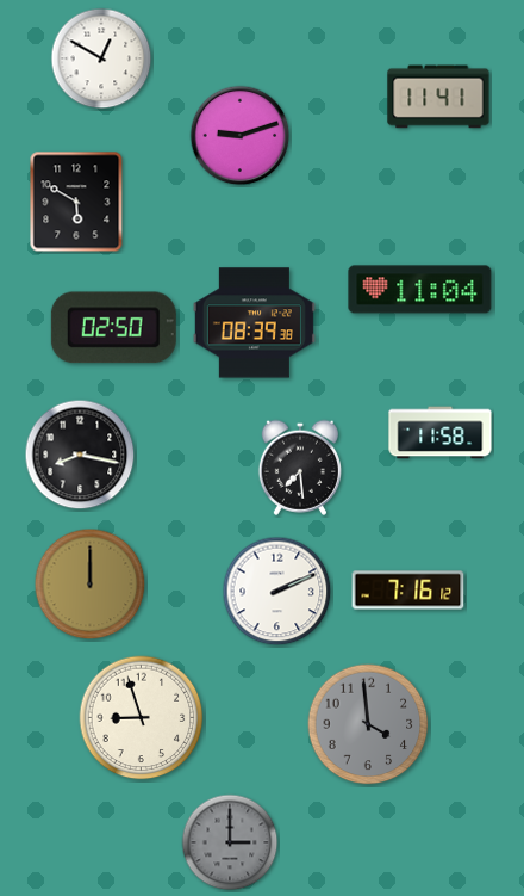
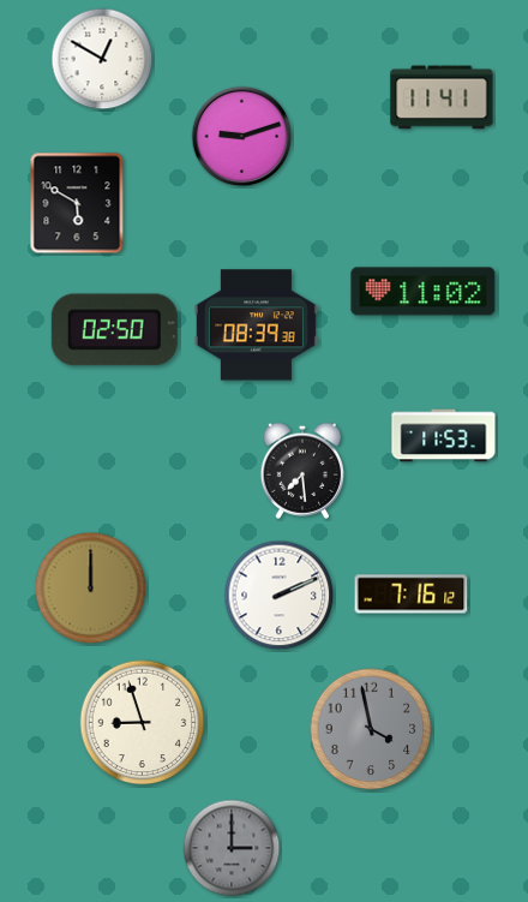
clock at (420, 290): 11:04 -> 11:02
clock at (441, 433): 11:58 -> 11:53
clock at (80, 455): 8:17 -> none
clock at (368, 724): 3:59 -> 3:58
